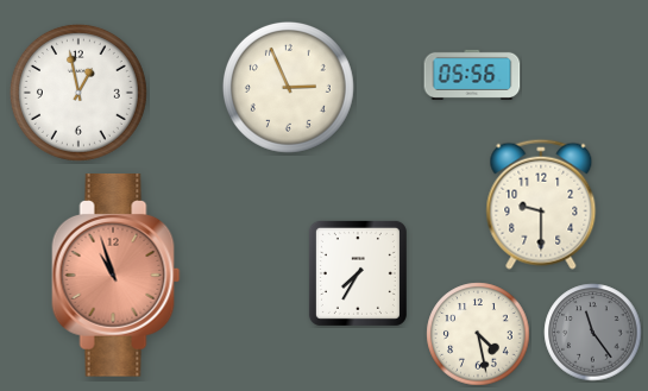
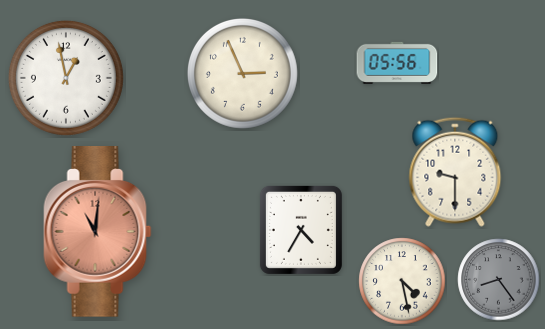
clock at (358, 273): 7:35 -> 4:35
clock at (117, 276): 10:57 -> 11:01
clock at (593, 333): 11:24 -> 8:24
